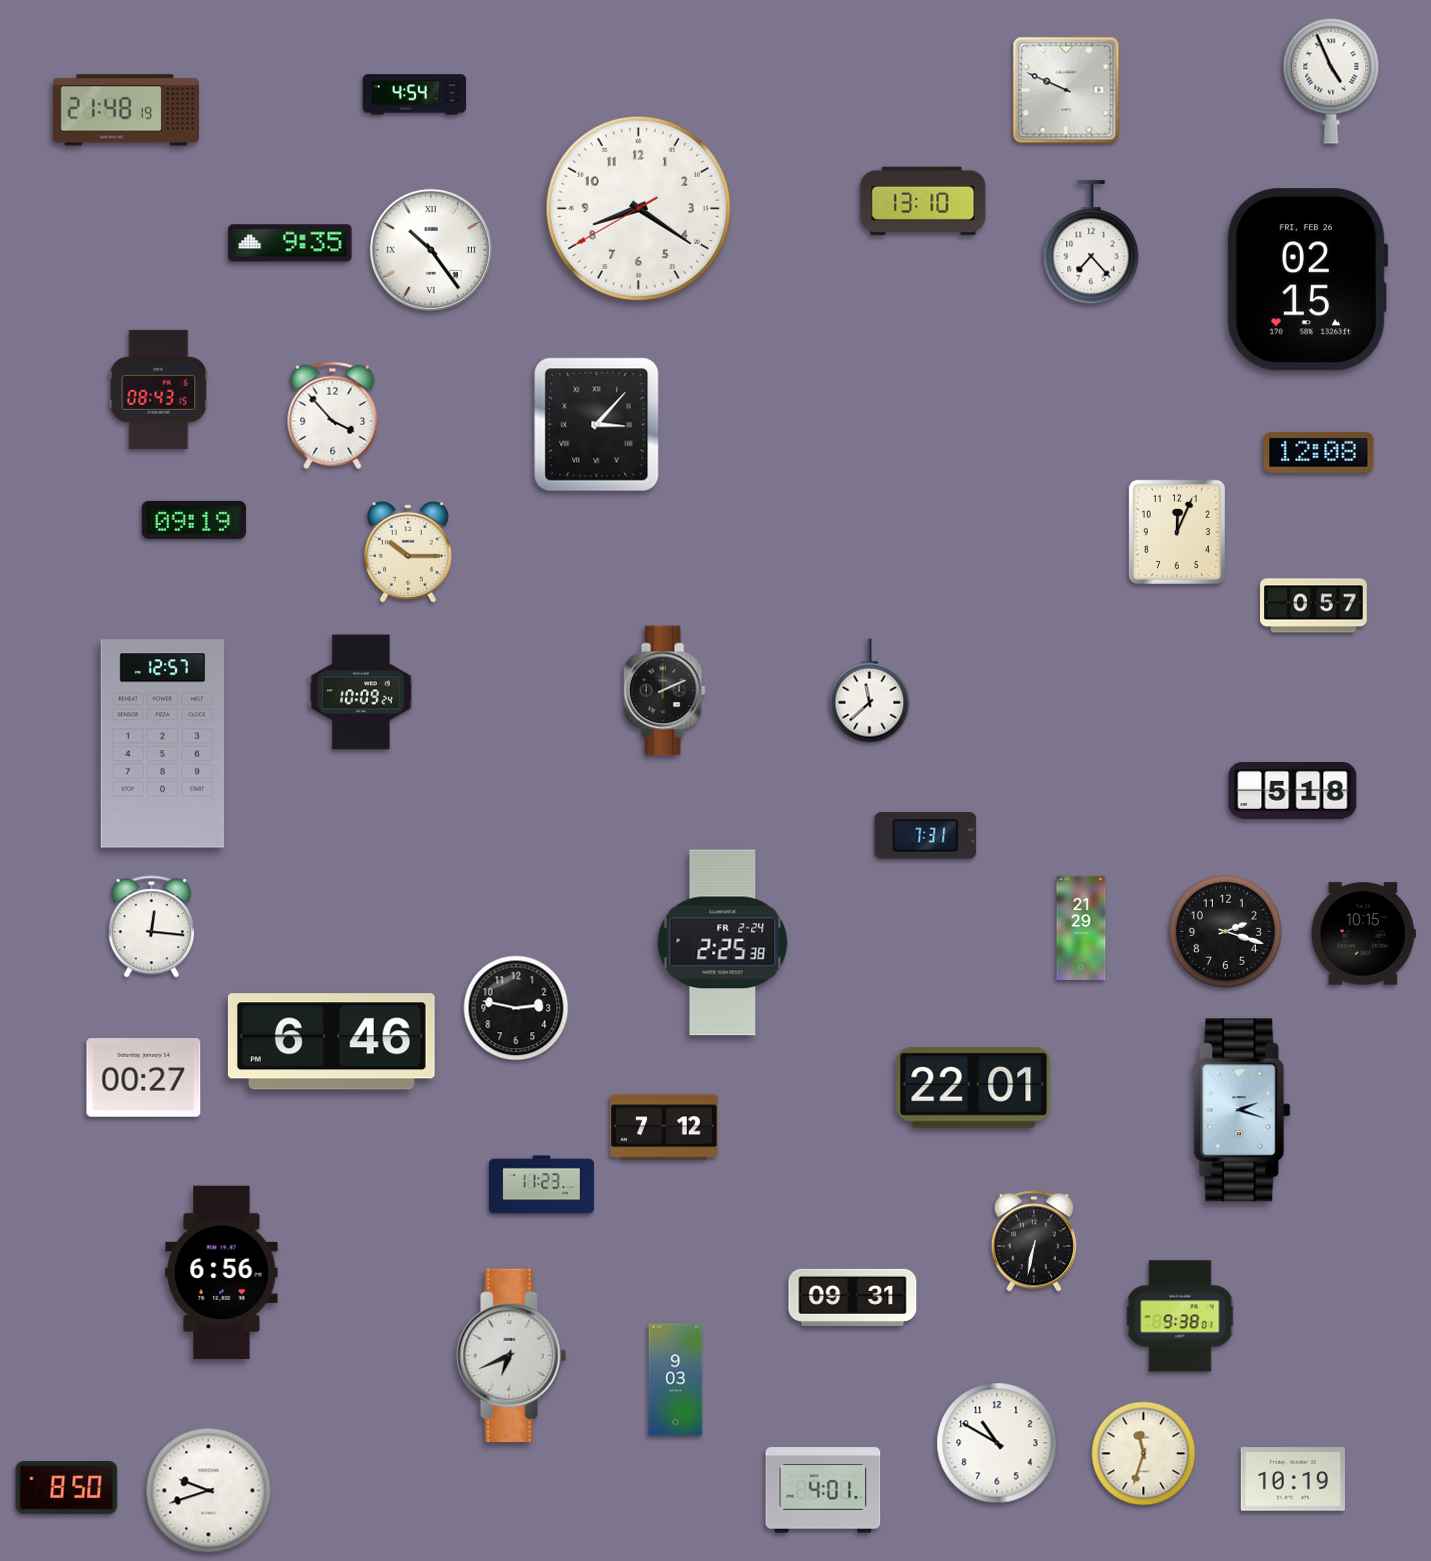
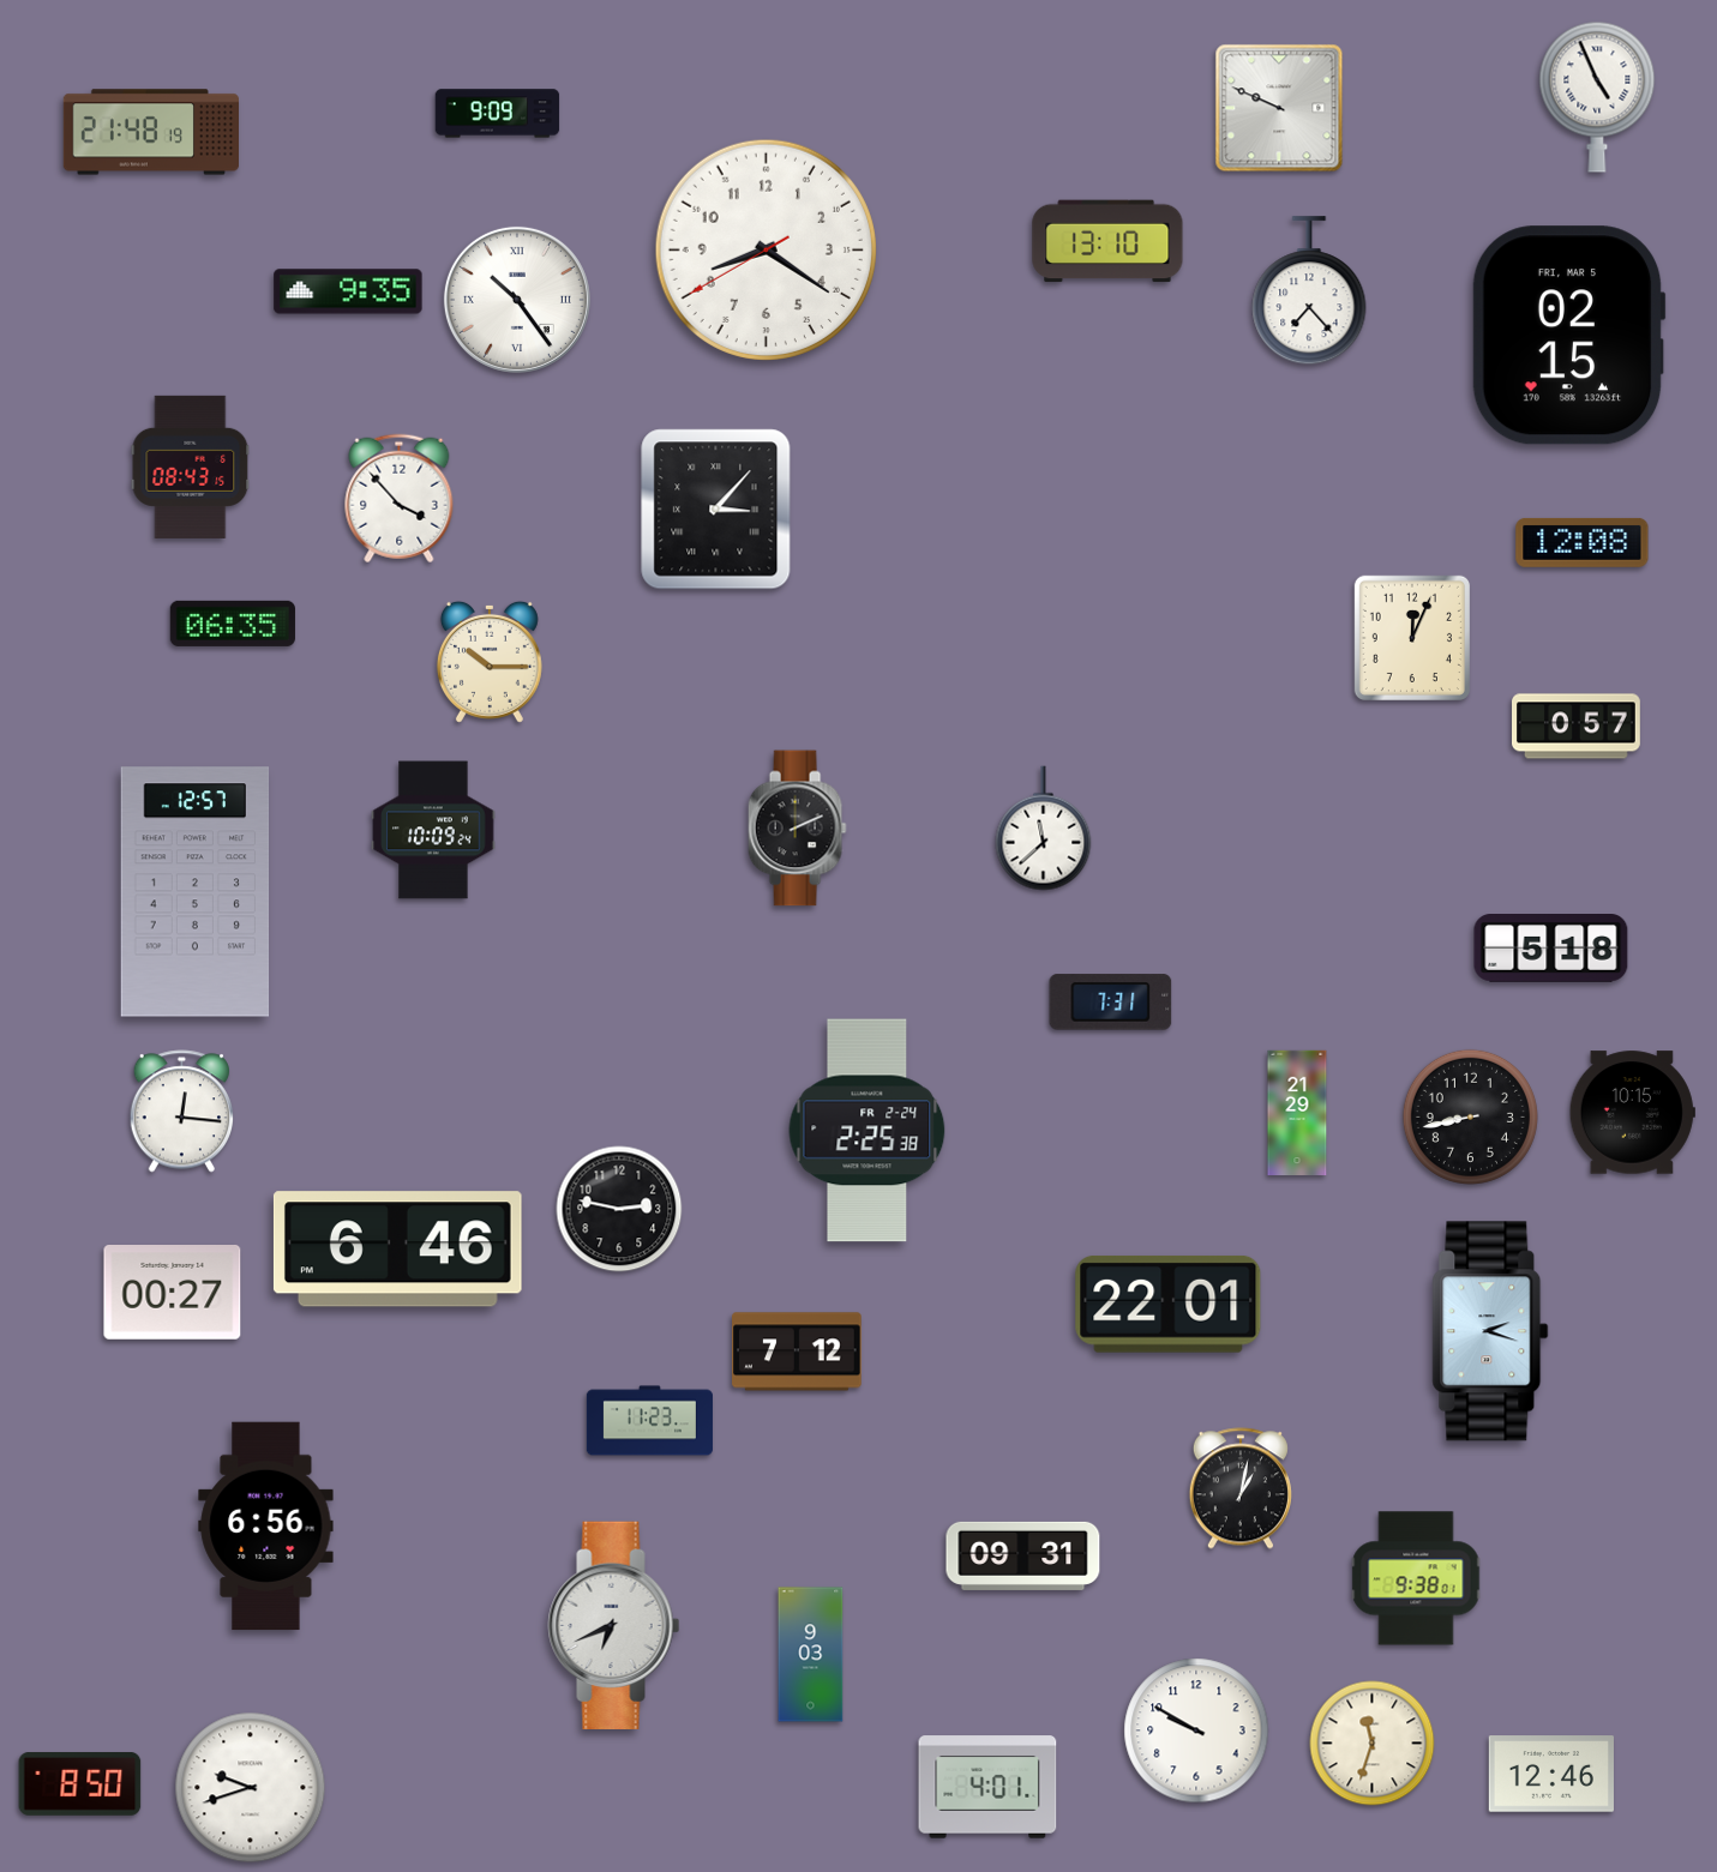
clock at (415, 95): 4:54 -> 9:09
clock at (1307, 280) date: FRI, FEB 26 -> FRI, MAR 5
clock at (194, 520): 09:19 -> 06:35
clock at (1225, 931): 2:18 -> 8:43
clock at (1363, 934) position: (1363, 934) -> (1632, 1113)
clock at (1034, 1241): 6:32 -> 1:02
clock at (997, 1443): 10:50 -> 9:50
clock at (1292, 1479): 10:19 -> 12:46
